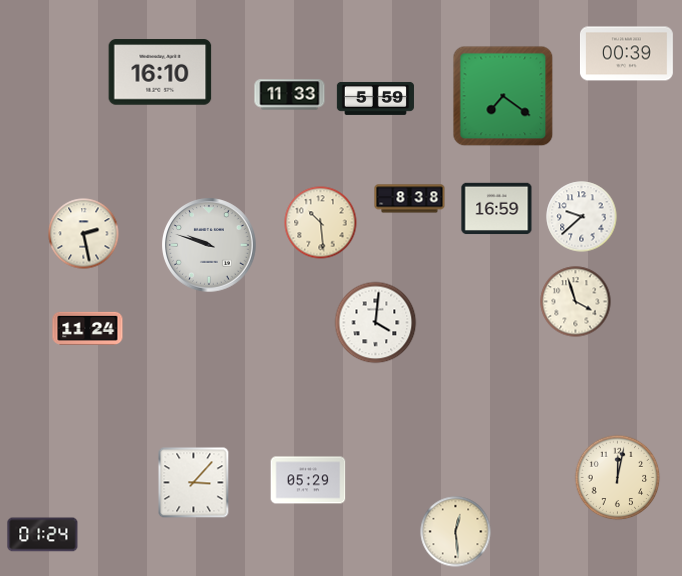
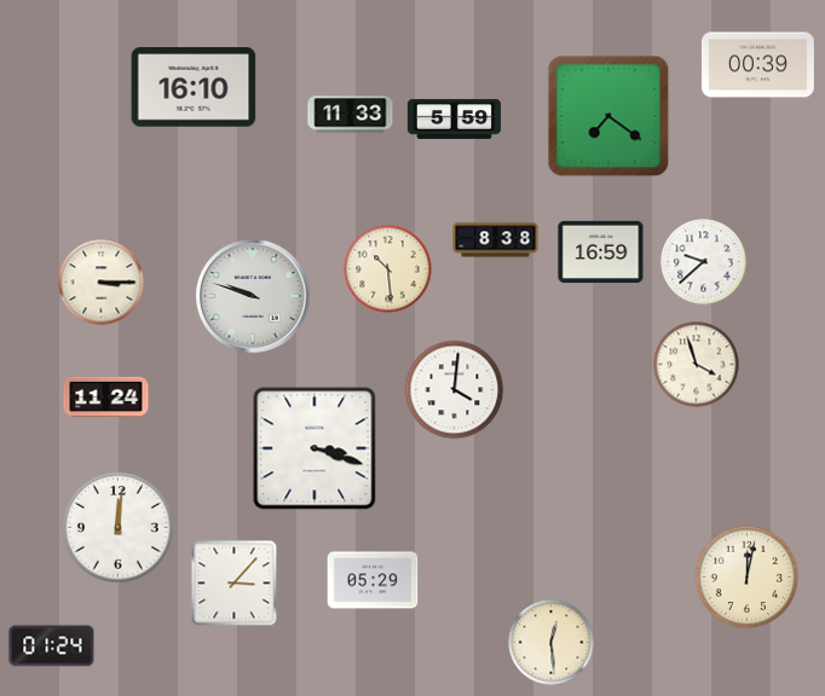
clock at (84, 234): 2:28 -> 3:15
clock at (315, 448): none -> 3:18
clock at (119, 528): none -> 12:01
